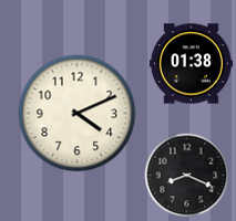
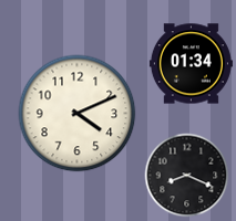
clock at (191, 64): 01:38 -> 01:34
